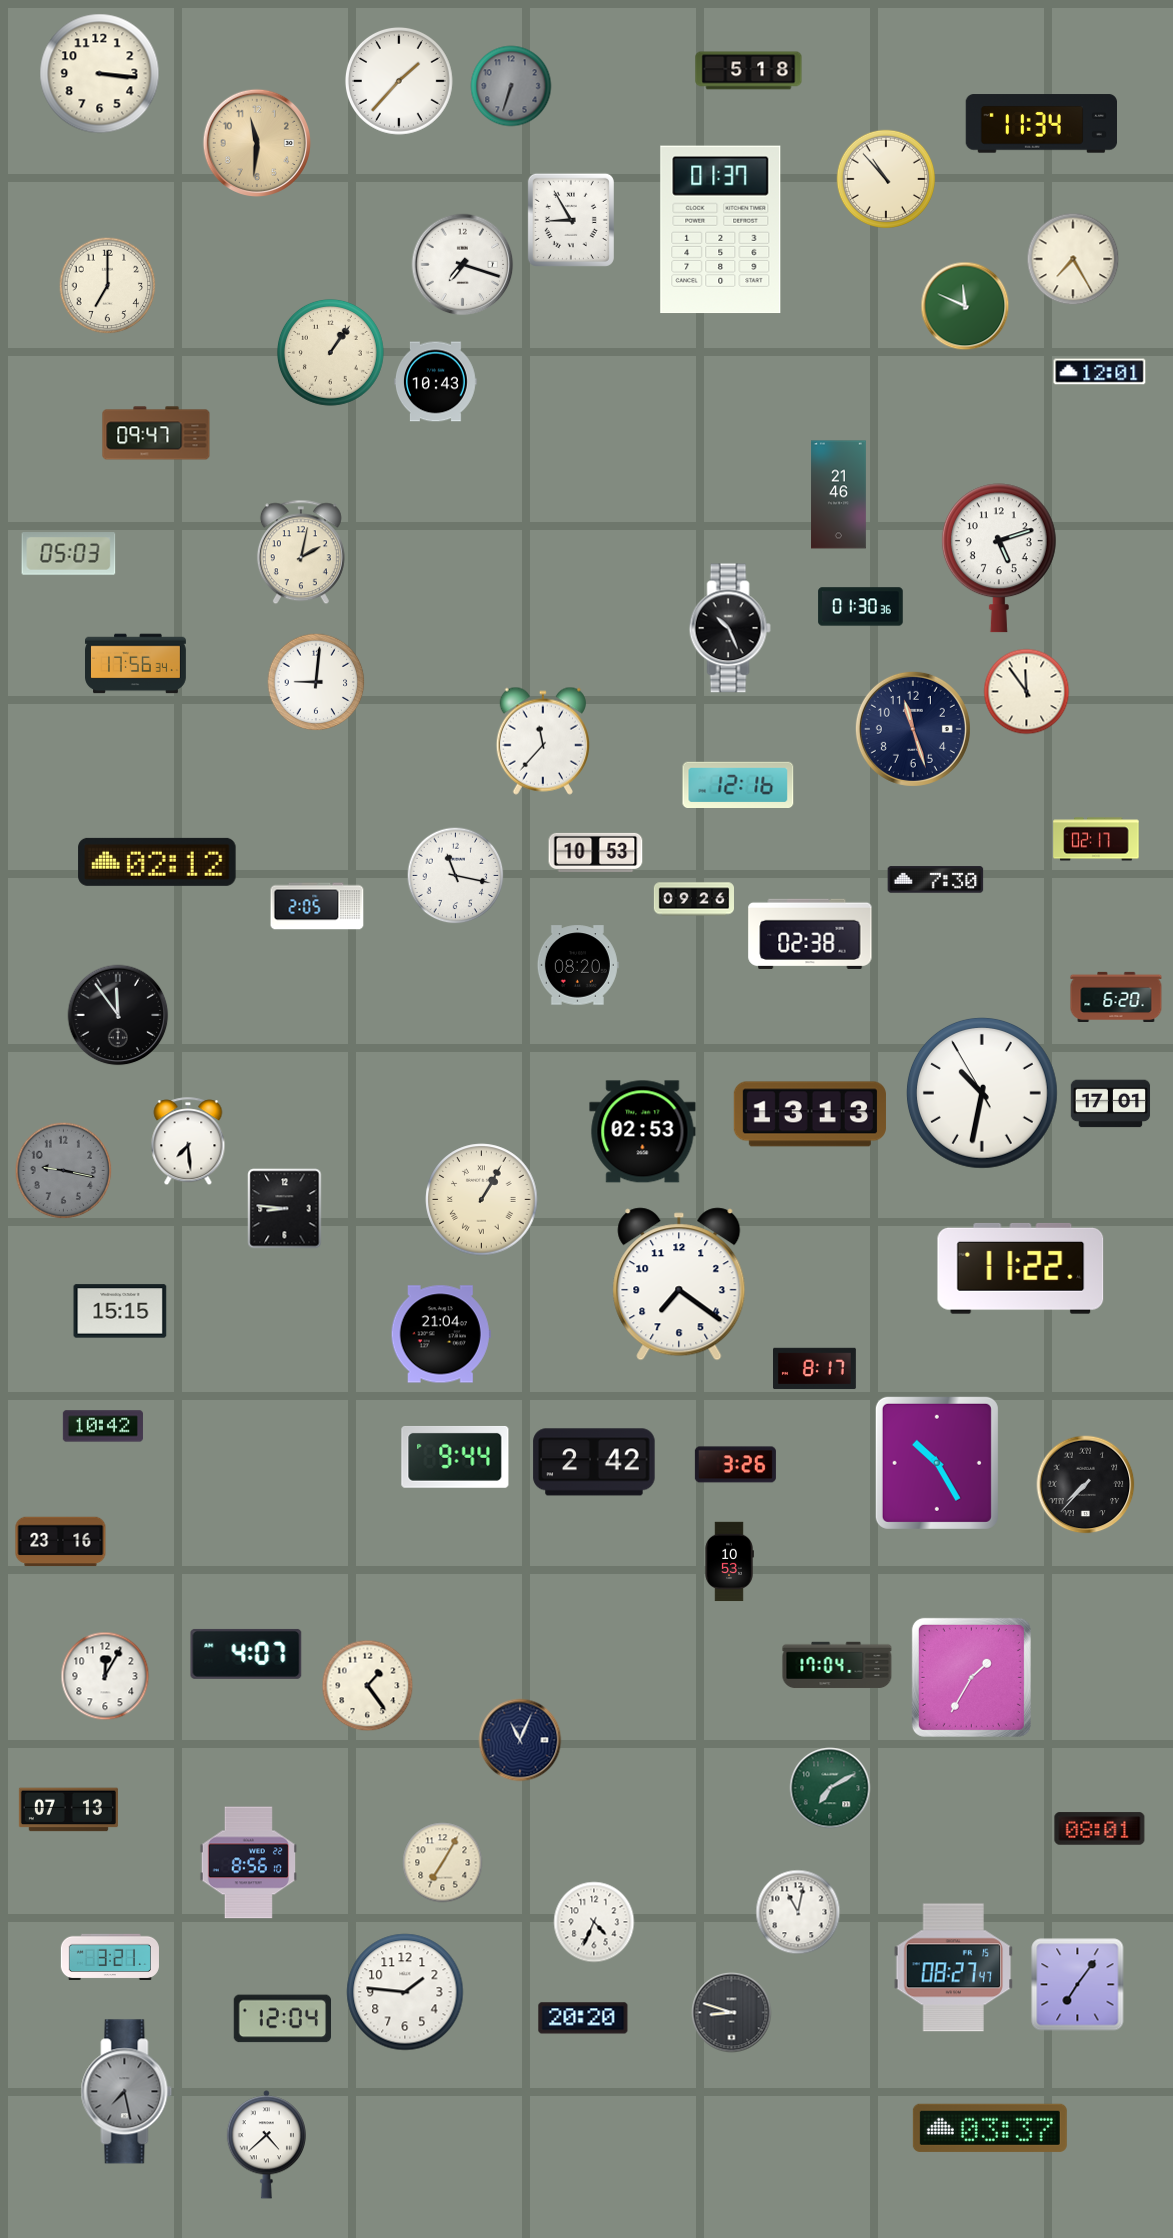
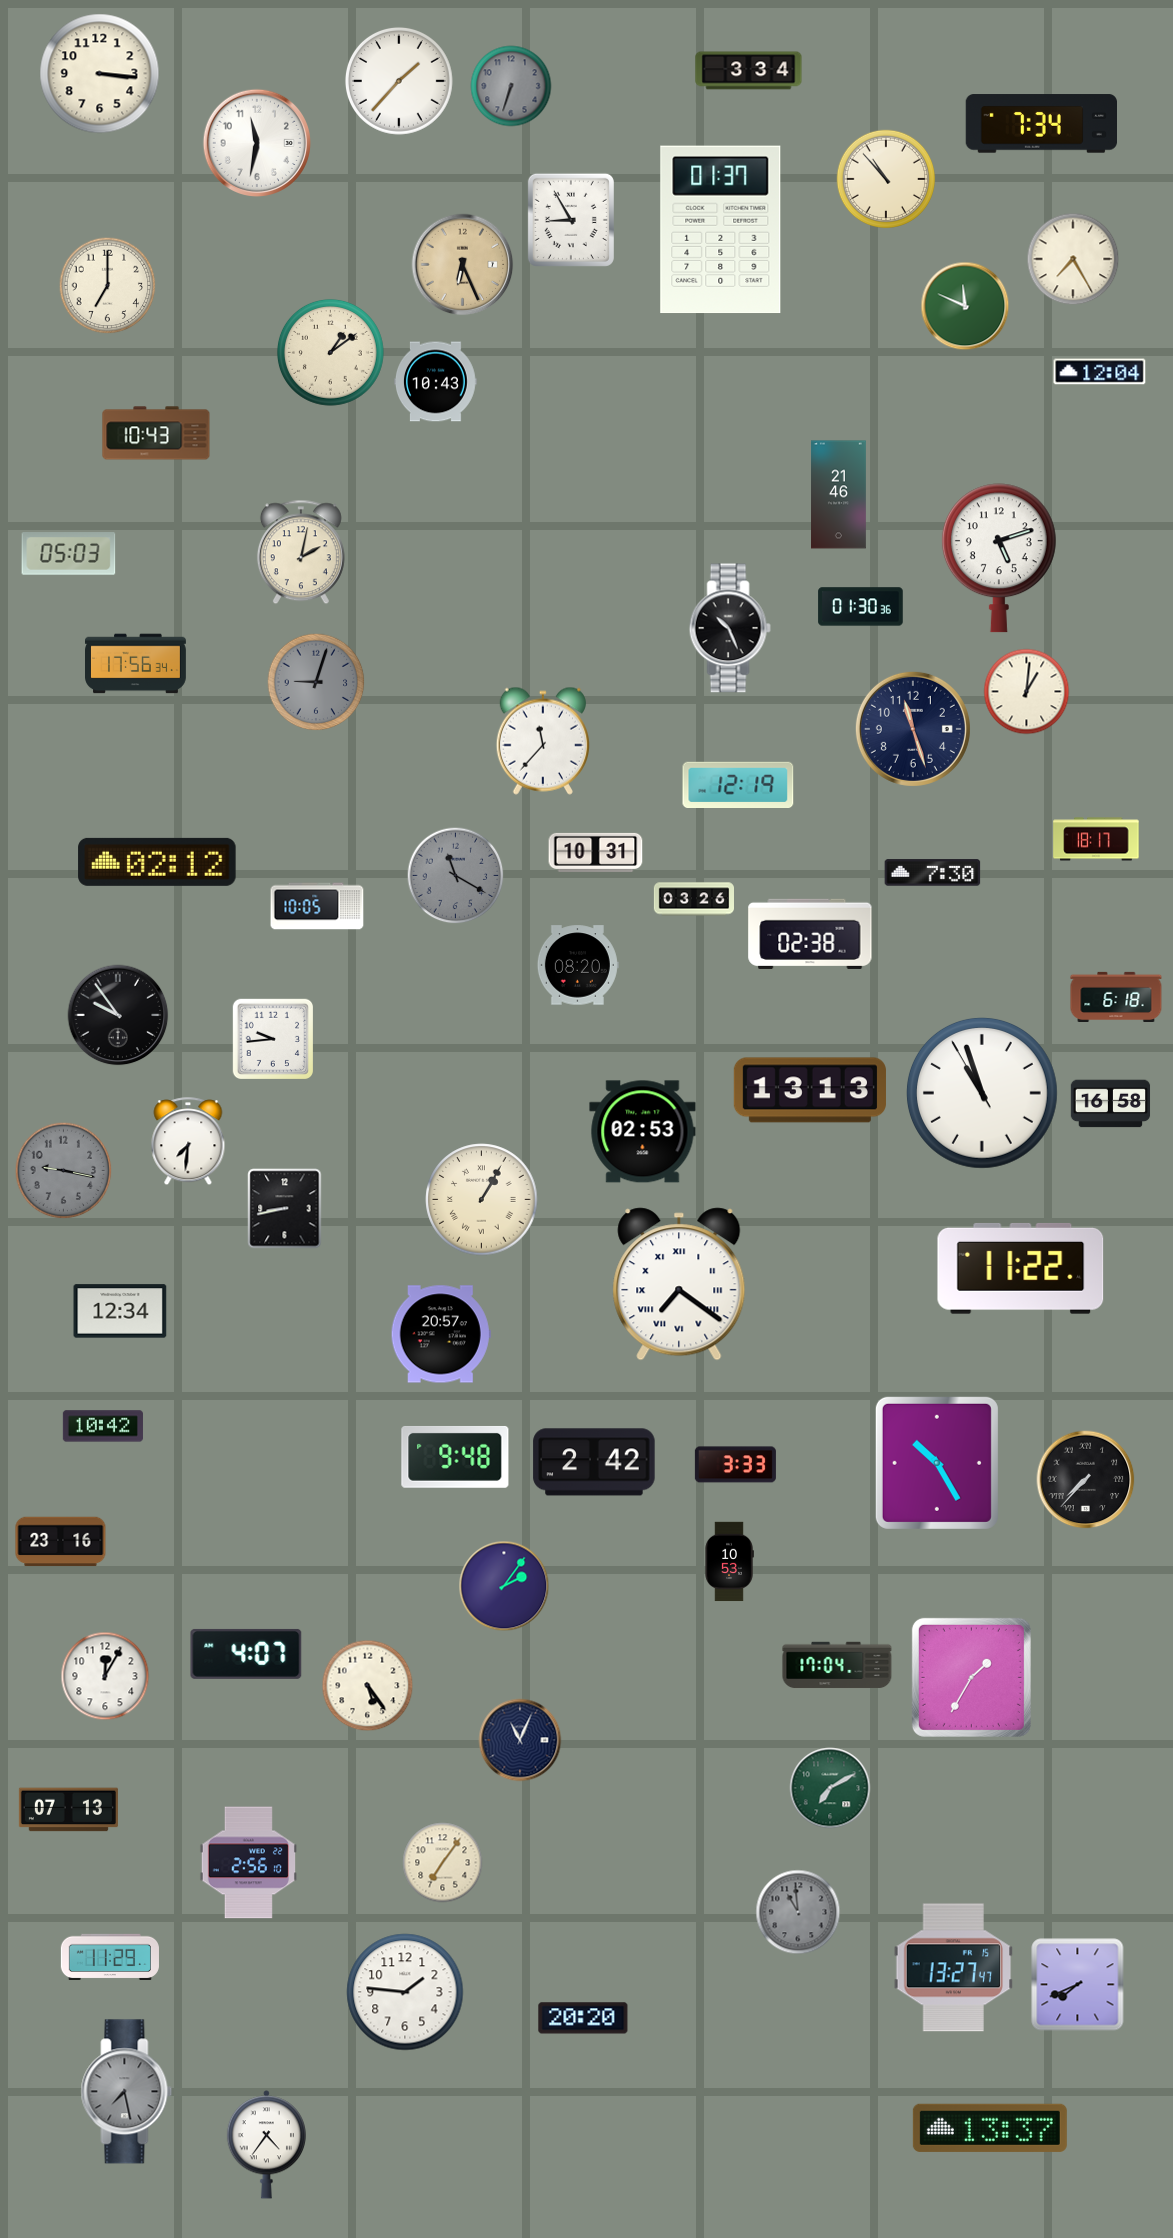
clock at (749, 71): 5:18 -> 3:34
clock at (1041, 124): 11:34 -> 7:34
clock at (256, 142): 11:31 -> 11:32
clock at (256, 142) dial: champagne -> white
clock at (463, 265): 7:18 -> 6:26
clock at (463, 265) dial: white -> champagne
clock at (330, 352): 1:06 -> 1:09
clock at (1100, 372): 12:01 -> 12:04
clock at (156, 433): 09:47 -> 10:43
clock at (316, 682): 9:01 -> 9:03
clock at (316, 682) dial: white -> grey
clock at (1027, 692): 11:54 -> 1:01
clock at (738, 784): 12:16 -> 12:19
clock at (1096, 839): 02:17 -> 18:17
clock at (596, 852): 10:53 -> 10:31
clock at (456, 876): 11:17 -> 11:20
clock at (456, 876) dial: white -> grey
clock at (936, 880) position: (936, 880) -> (933, 873)
clock at (693, 899): 09:26 -> 03:26
clock at (317, 906): 2:05 -> 10:05
clock at (1116, 996): 6:20 -> 6:18
clock at (118, 1015): 11:54 -> 9:54
clock at (272, 1038): none -> 9:44
clock at (982, 1093): 10:31 -> 10:56
clock at (1111, 1104): 17:01 -> 16:58
clock at (810, 1114) position: (810, 1114) -> (810, 1090)
clock at (188, 1142): 7:29 -> 7:31
clock at (285, 1209): 8:46 -> 8:43
clock at (679, 1284) numerals: Arabic -> Roman
clock at (120, 1311): 15:15 -> 12:34
clock at (441, 1334): 21:04 -> 20:57
clock at (815, 1369): 8:17 -> none
clock at (455, 1457): 9:44 -> 9:48
clock at (735, 1465): 3:26 -> 3:33
clock at (1086, 1485) position: (1086, 1485) -> (1086, 1480)
clock at (504, 1586): none -> 2:06
clock at (368, 1686): 1:24 -> 5:24
clock at (1100, 1829): 08:01 -> none
clock at (248, 1863): 8:56 -> 2:56
clock at (443, 1863): 7:05 -> 7:06
clock at (798, 1912): 11:02 -> 10:59
clock at (798, 1912) dial: white -> grey
clock at (594, 1922): 4:34 -> none
clock at (110, 1956): 3:21 -> 11:29
clock at (954, 1968): 08:27 -> 13:27
clock at (1078, 1985): 7:06 -> 7:41
clock at (732, 2013): 8:48 -> none
clock at (282, 2019): 12:04 -> none
clock at (990, 2128): 03:37 -> 13:37
clock at (267, 2145): 4:38 -> 4:36
